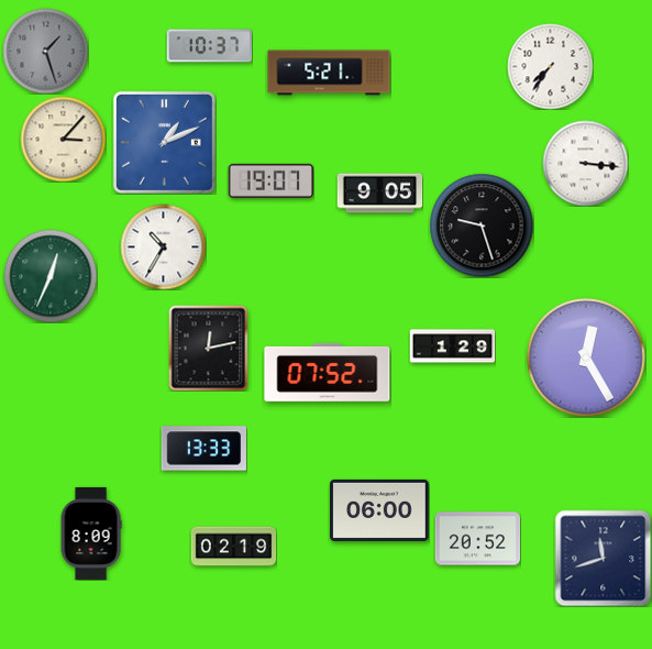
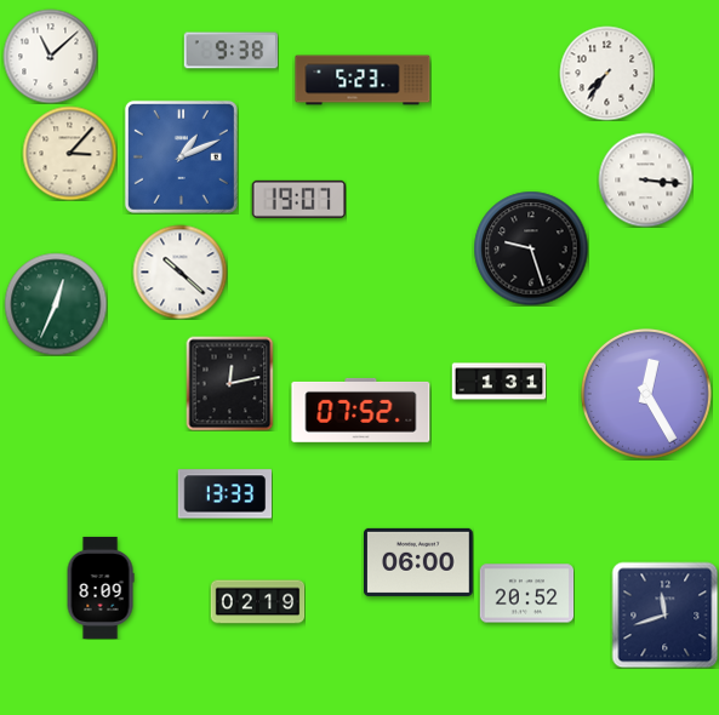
clock at (209, 46): 10:37 -> 9:38
clock at (45, 51): 1:27 -> 11:08
clock at (45, 51) dial: grey -> white
clock at (329, 73): 5:21 -> 5:23
clock at (379, 194): 9:05 -> none
clock at (163, 246): 10:35 -> 10:22
clock at (452, 346): 1:29 -> 1:31
